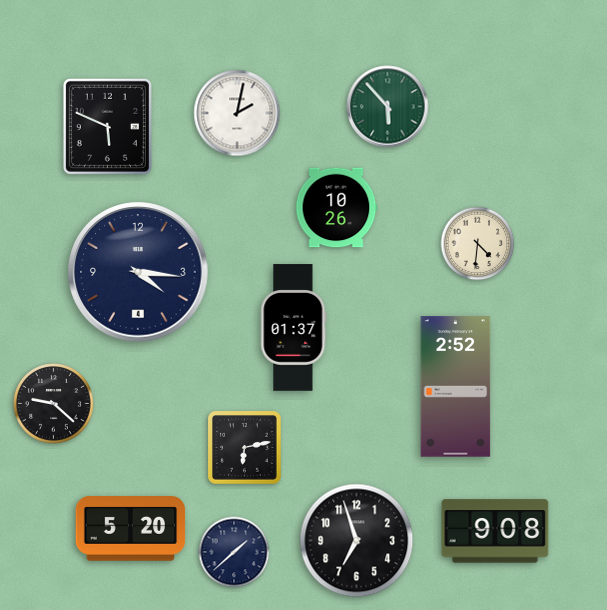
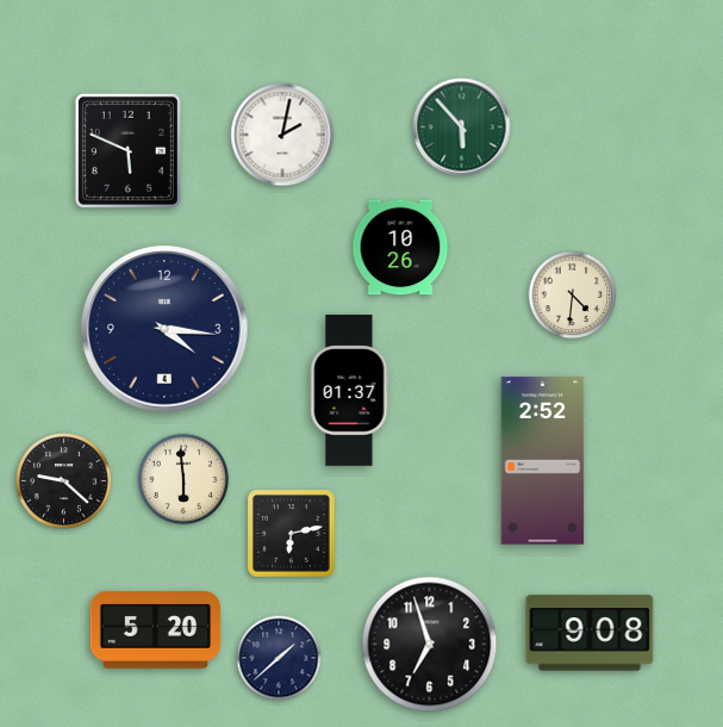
clock at (478, 244) position: (478, 244) -> (573, 296)
clock at (138, 272) position: (138, 272) -> (164, 329)
clock at (182, 478): none -> 5:59
clock at (357, 541) position: (357, 541) -> (430, 645)
